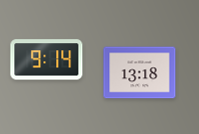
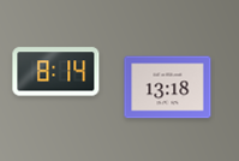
clock at (47, 60): 9:14 -> 8:14
